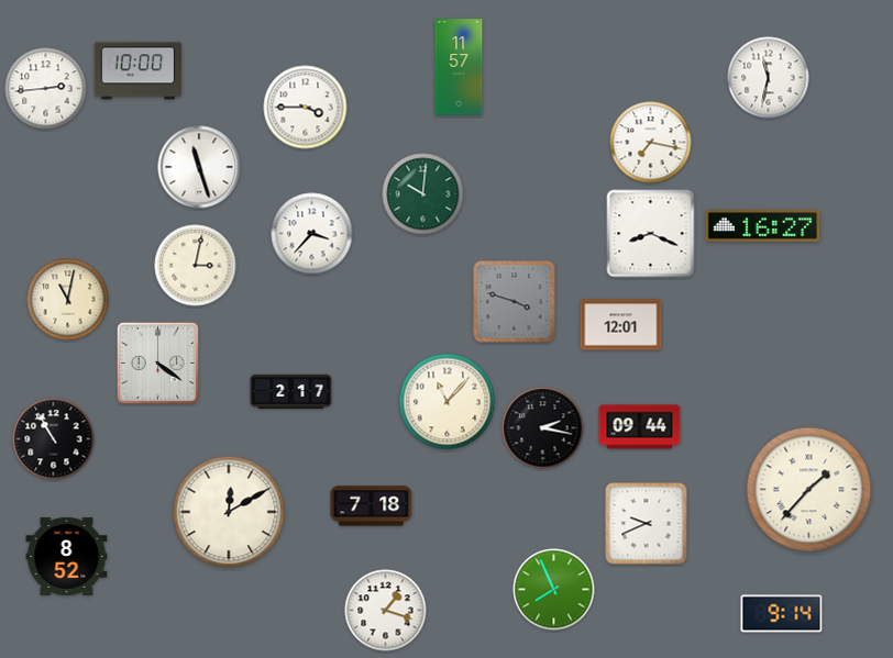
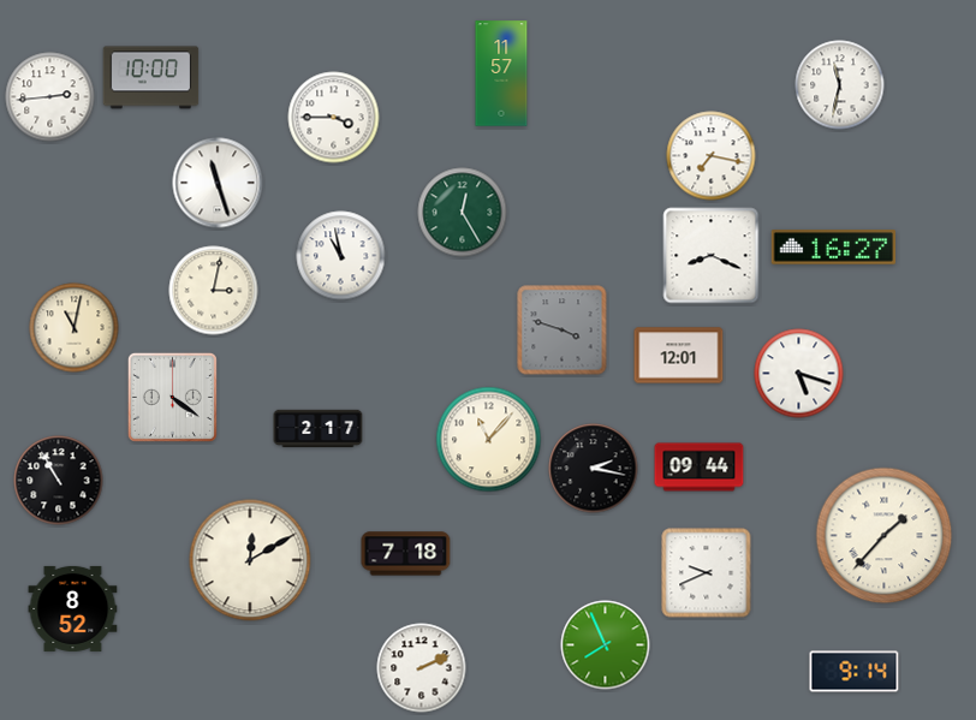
clock at (423, 194): 10:01 -> 12:25
clock at (312, 234): 3:37 -> 10:58
clock at (799, 374): none -> 5:18
clock at (386, 611): 1:18 -> 2:11
